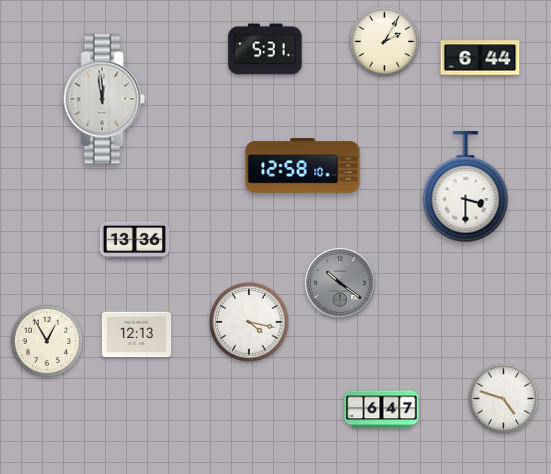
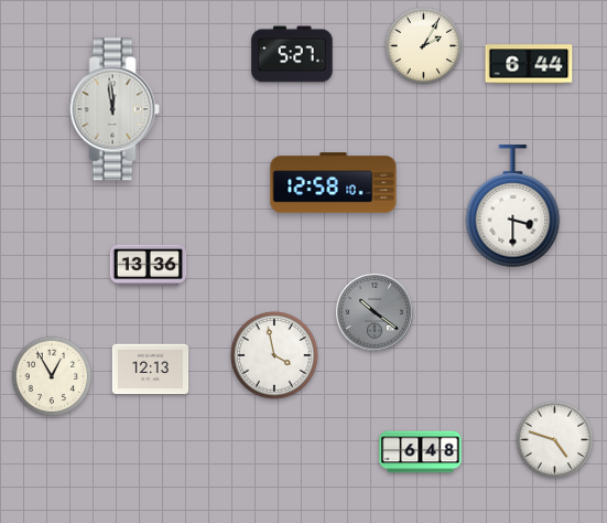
clock at (265, 49): 5:31 -> 5:27
clock at (249, 322): 4:17 -> 3:58
clock at (382, 410): 6:47 -> 6:48
